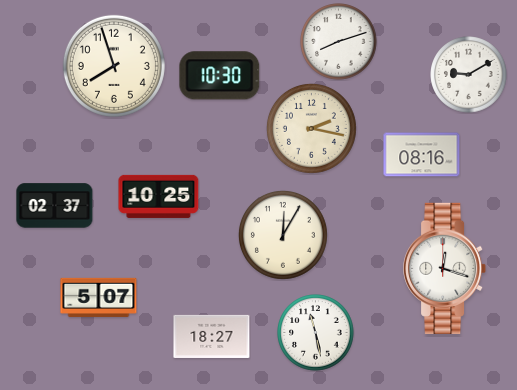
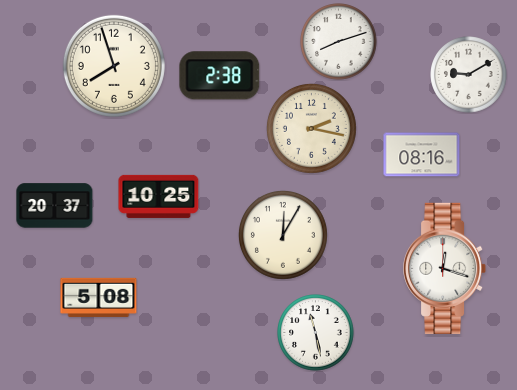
clock at (220, 76): 10:30 -> 2:38
clock at (55, 206): 02:37 -> 20:37
clock at (99, 297): 5:07 -> 5:08
clock at (212, 336): 18:27 -> none
